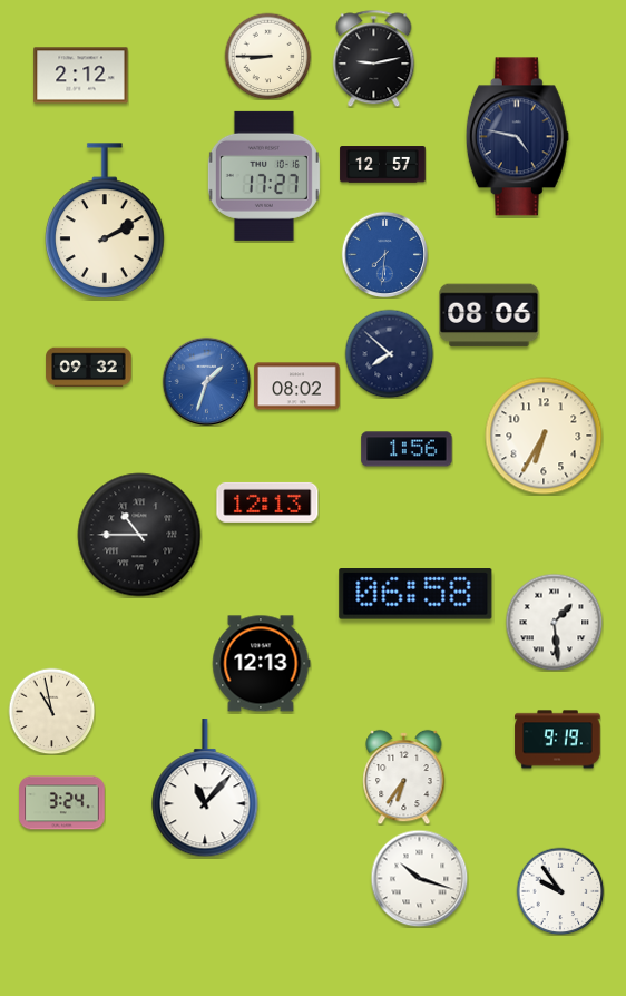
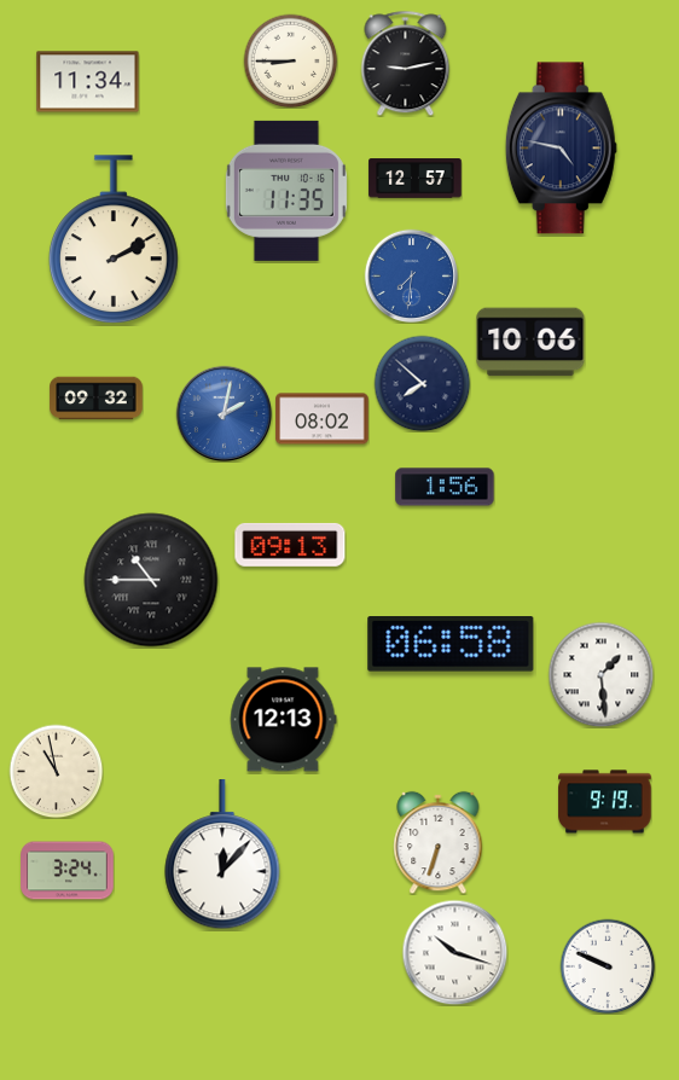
clock at (81, 76): 2:12 -> 11:34
clock at (264, 176): 17:27 -> 11:35
clock at (384, 254) position: (384, 254) -> (411, 275)
clock at (489, 315): 08:06 -> 10:06
clock at (206, 381): 1:33 -> 2:02
clock at (544, 436): 6:35 -> none
clock at (407, 449) position: (407, 449) -> (445, 487)
clock at (267, 502): 12:13 -> 09:13
clock at (404, 777): 6:36 -> 6:33
clock at (205, 789): 11:07 -> 12:07
clock at (560, 891): 9:54 -> 9:49
